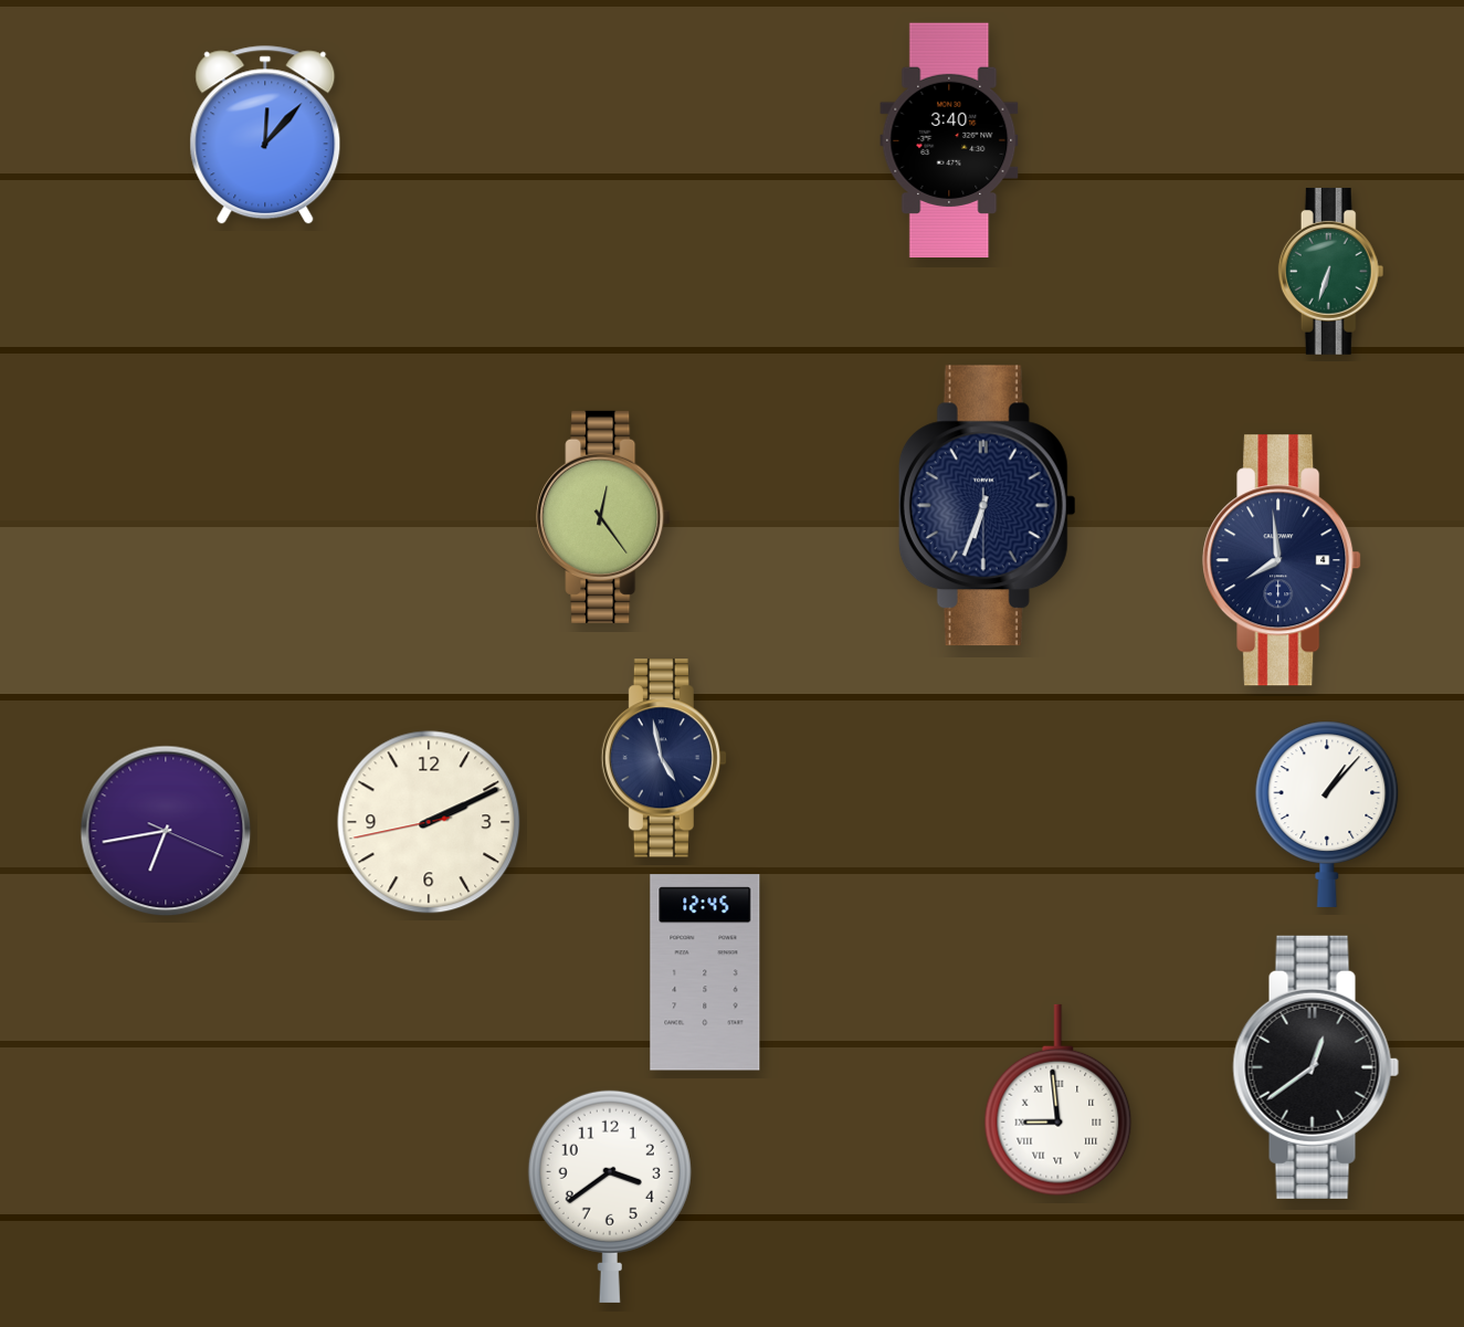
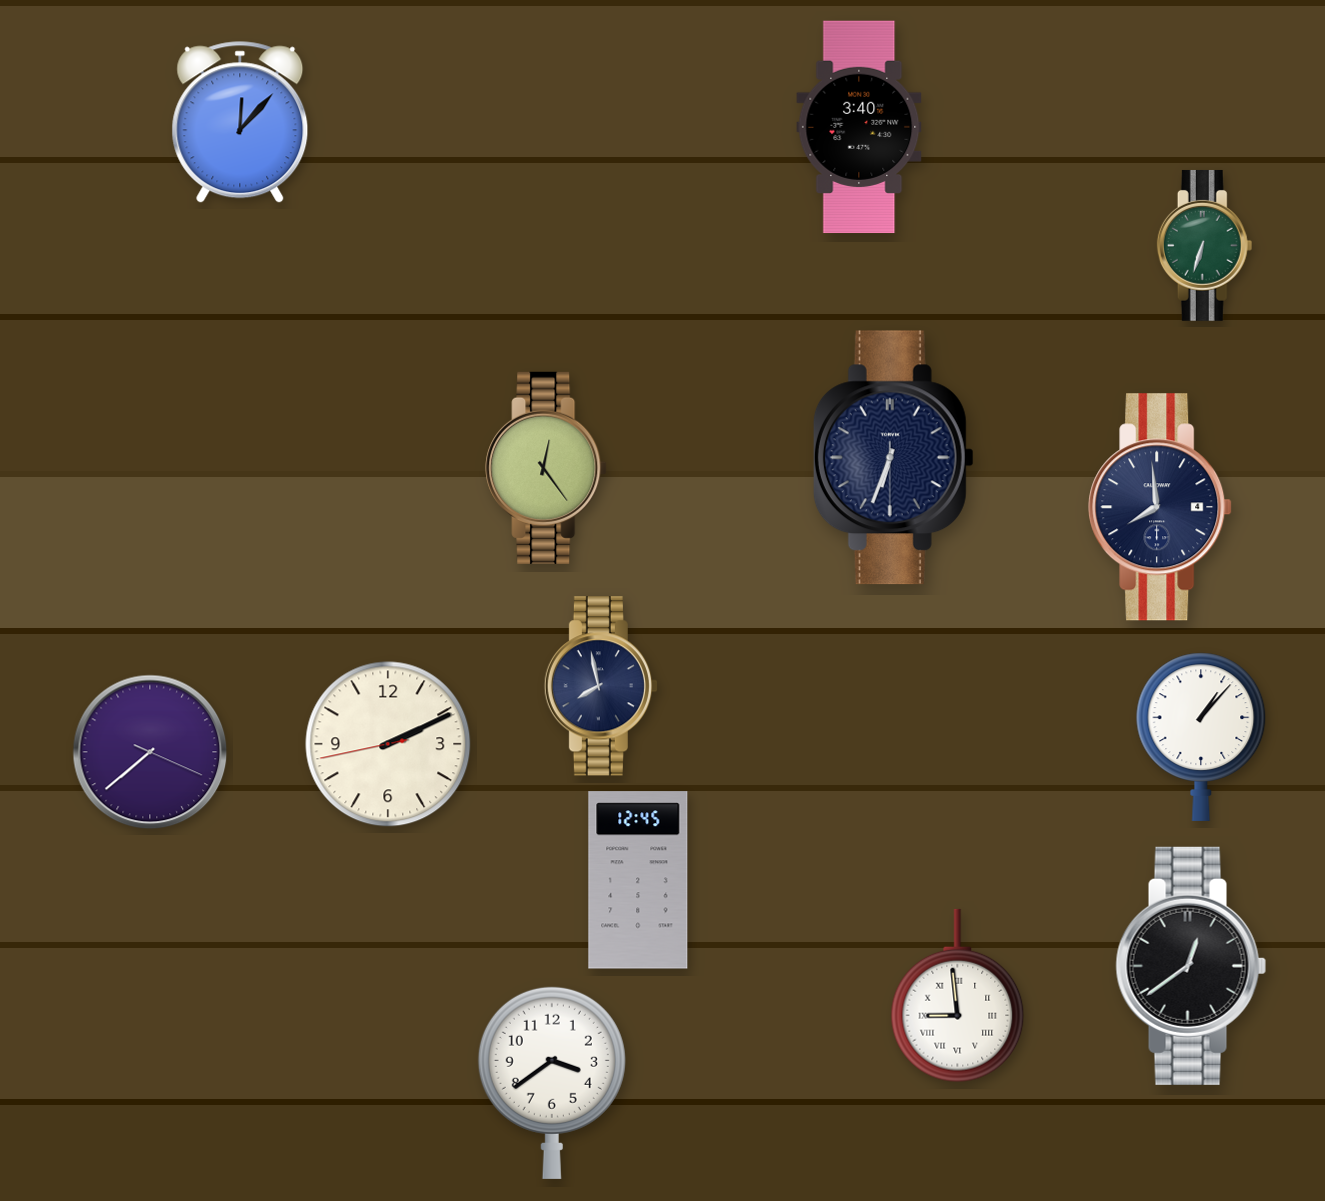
clock at (664, 758): 4:58 -> 7:58
clock at (166, 831): 6:43 -> 7:38
